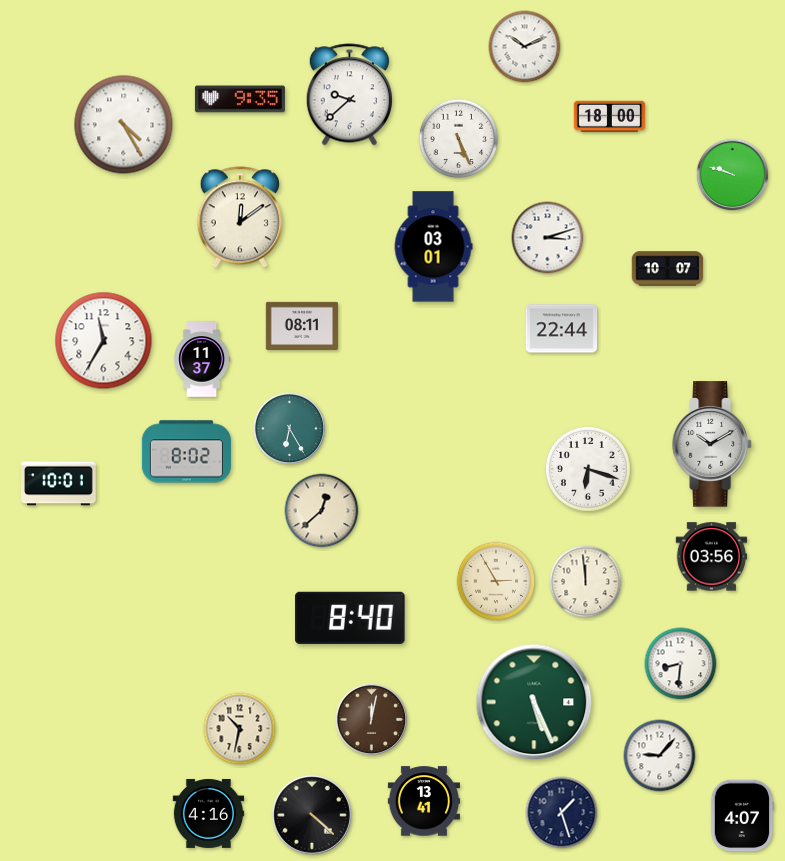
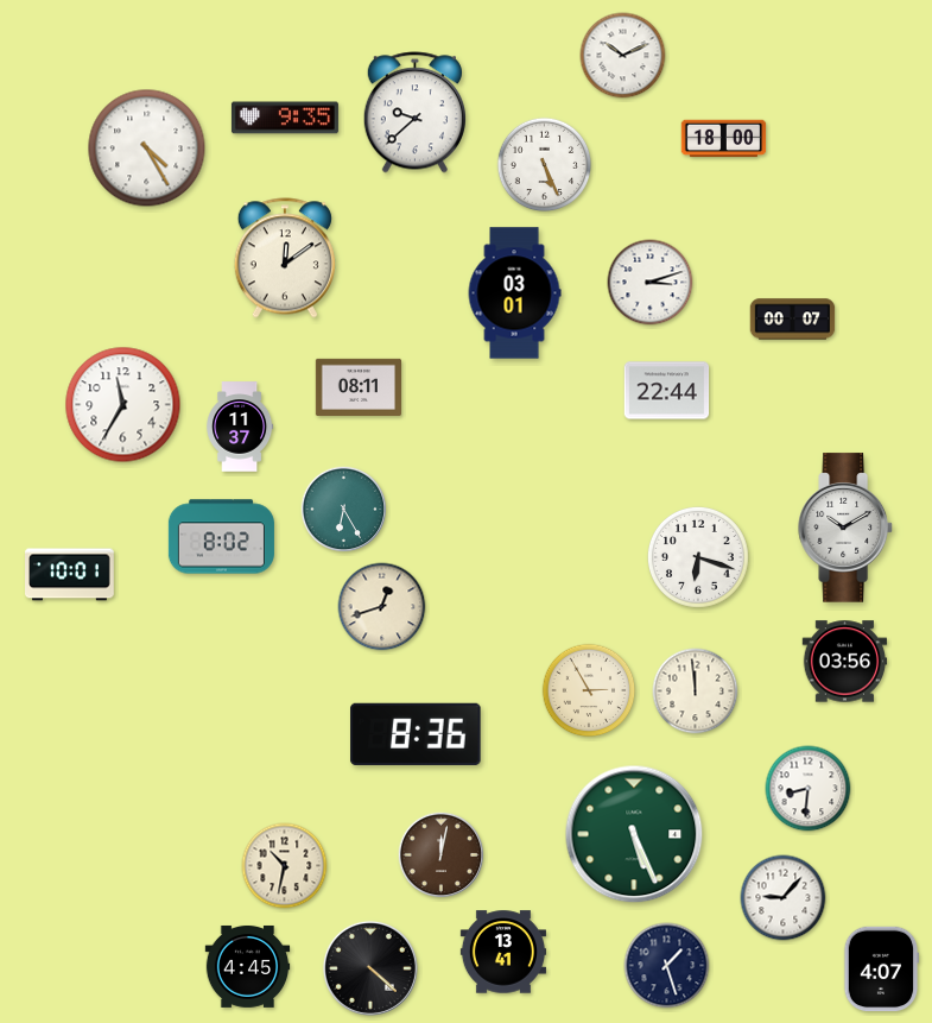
clock at (733, 175): 9:48 -> none
clock at (668, 269): 10:07 -> 00:07
clock at (322, 511): 12:38 -> 12:42
clock at (350, 618): 8:40 -> 8:36
clock at (209, 813): 4:16 -> 4:45
